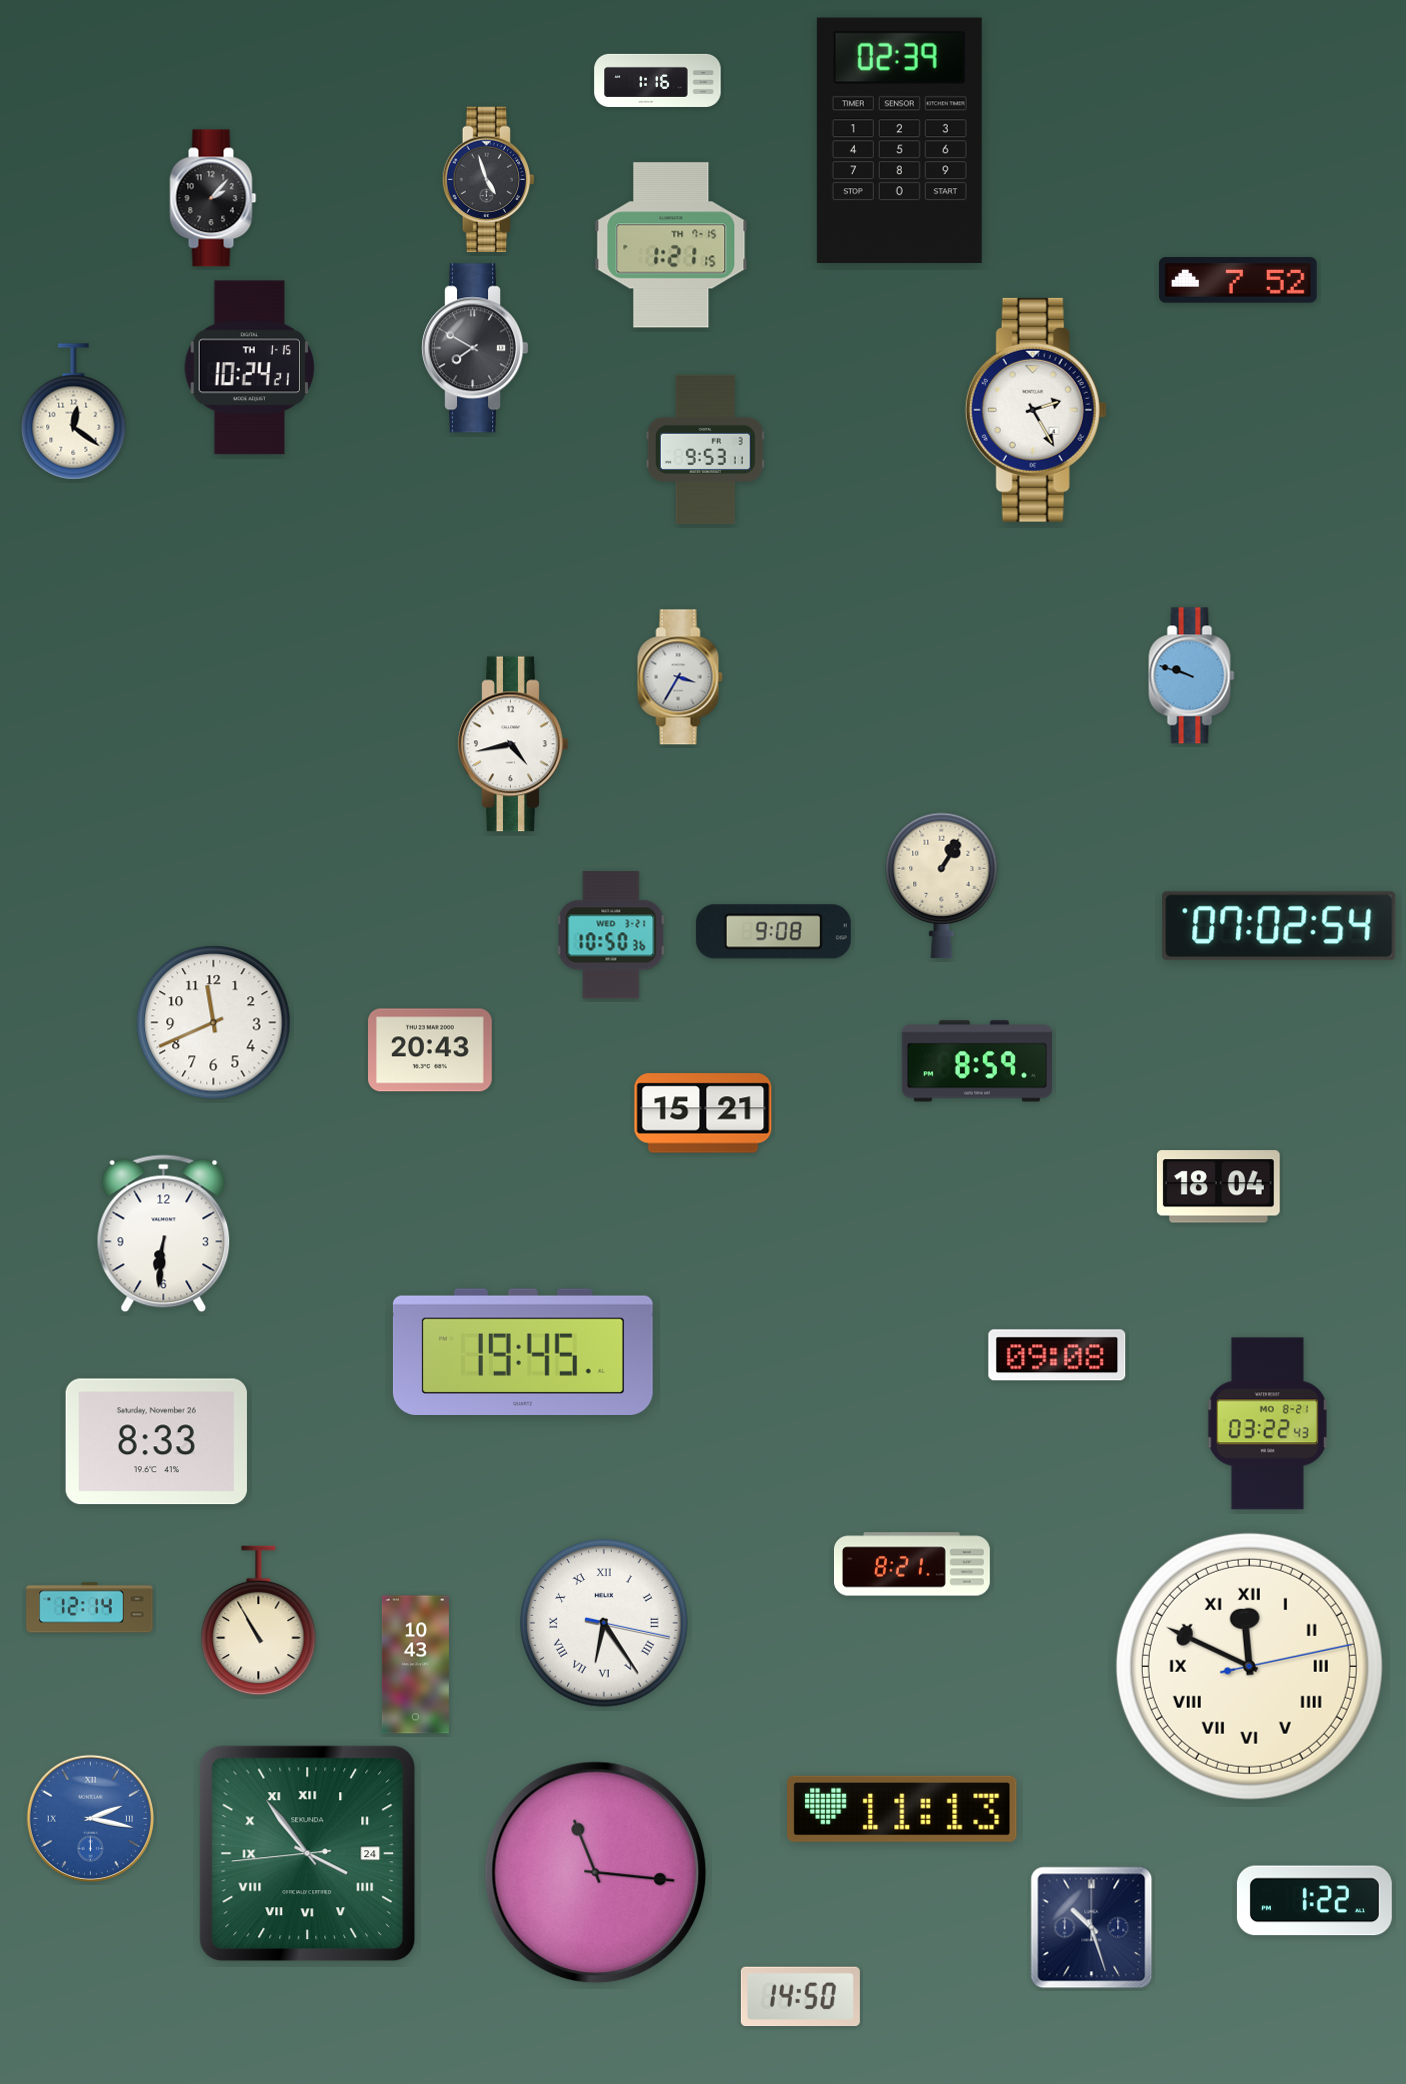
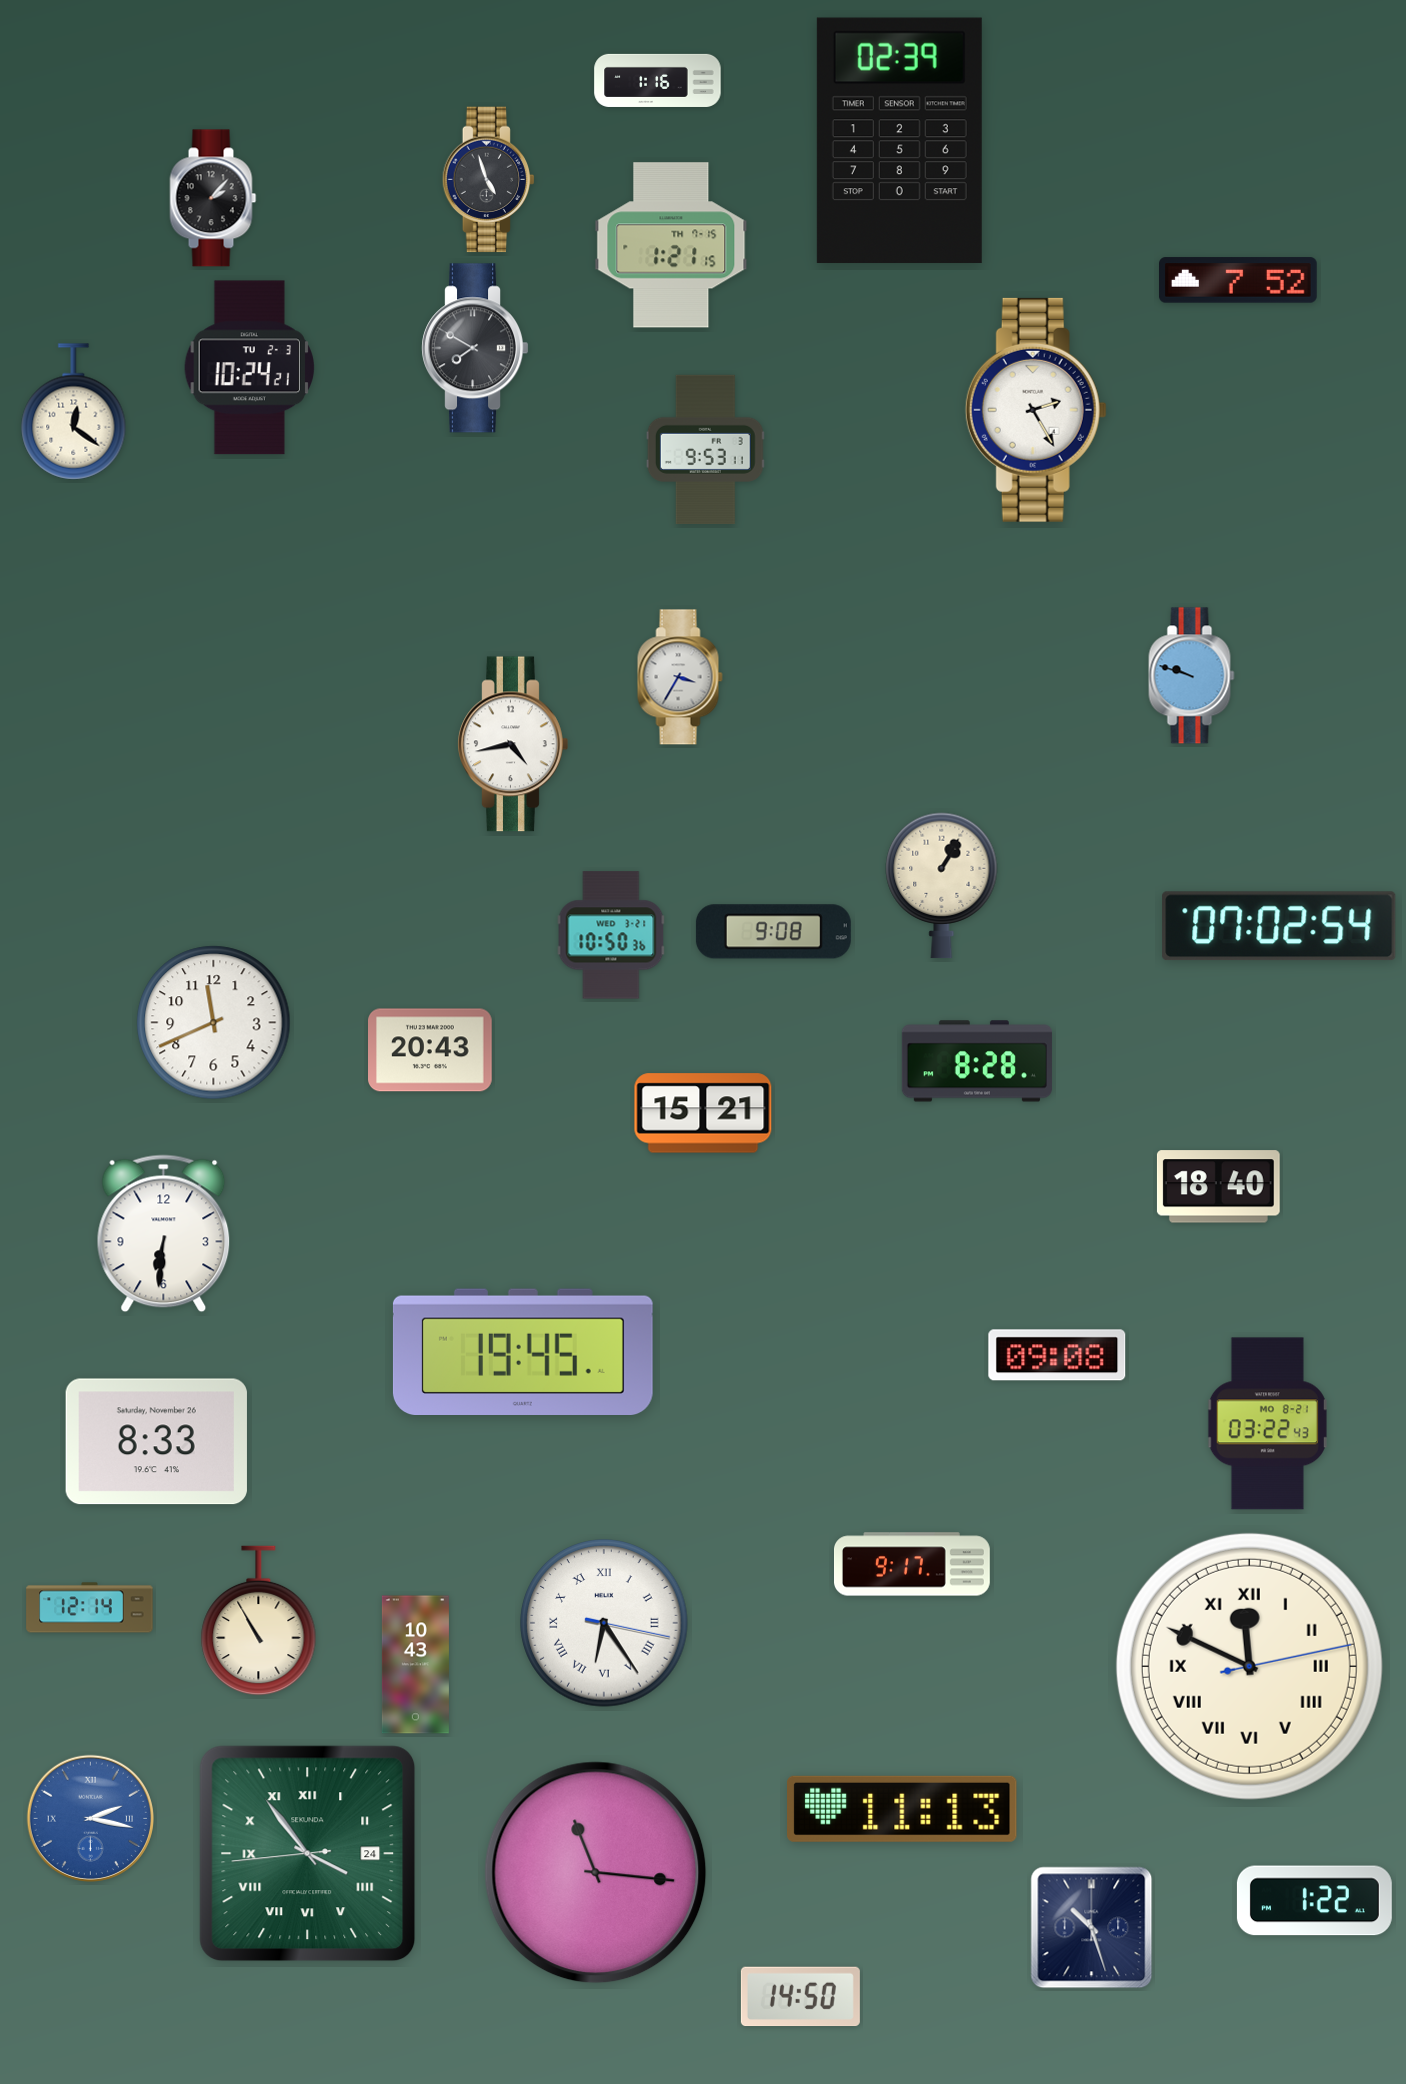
clock at (249, 368) date: TH 1-15 -> TU 2-3
clock at (977, 1061): 8:59 -> 8:28
clock at (1218, 1187): 18:04 -> 18:40
clock at (913, 1564): 8:21 -> 9:17
